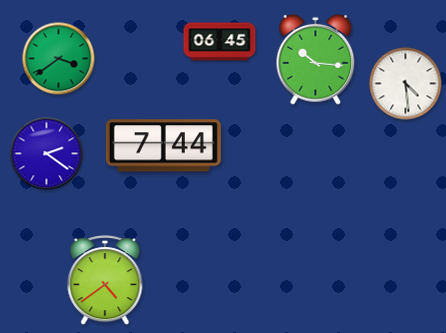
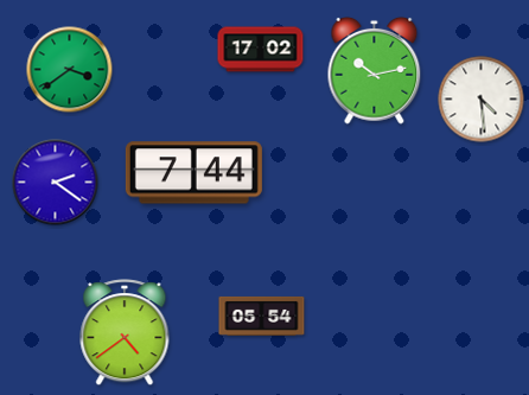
clock at (220, 42): 06:45 -> 17:02
clock at (316, 59): 10:16 -> 10:13
clock at (262, 316): none -> 05:54
